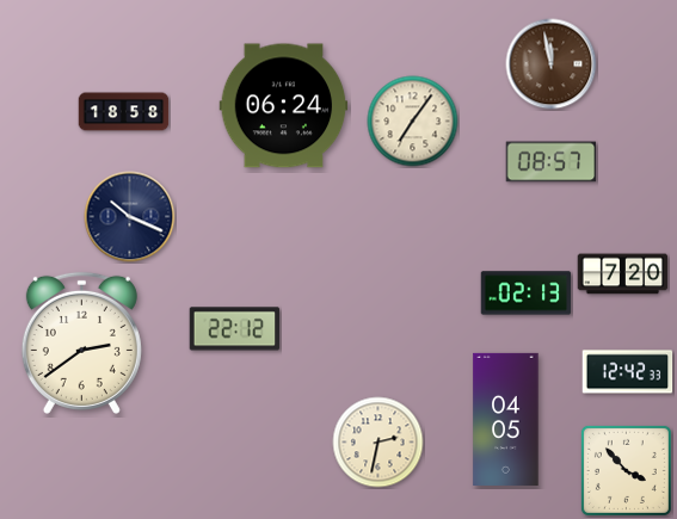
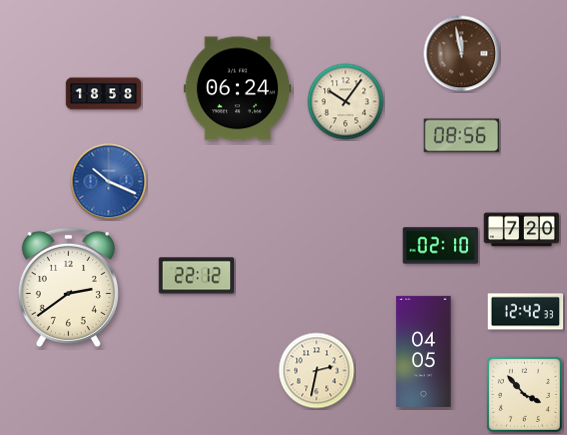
clock at (413, 122): 7:06 -> 10:06
clock at (552, 162): 08:57 -> 08:56
clock at (130, 217) dial: navy -> blue
clock at (527, 294): 02:13 -> 02:10
